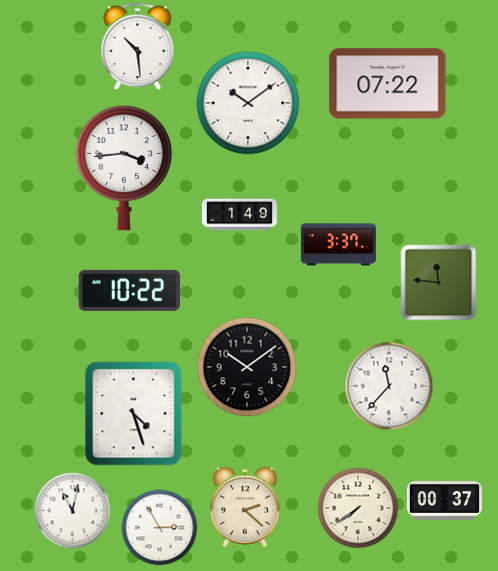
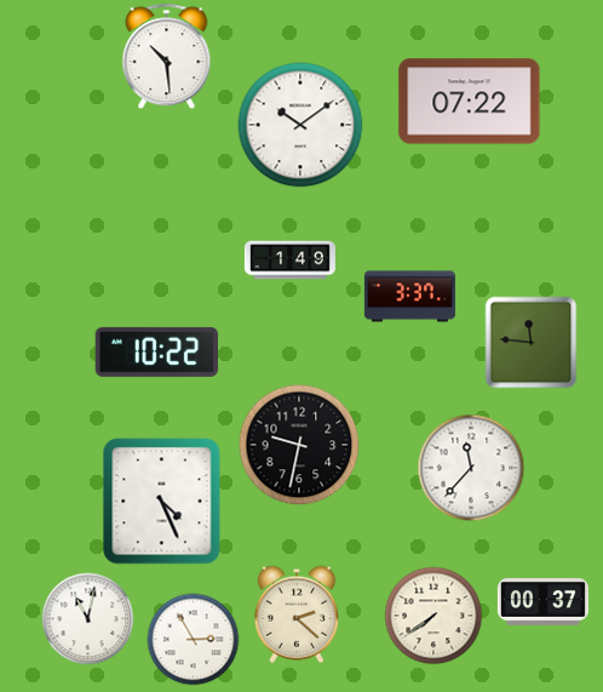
clock at (124, 168): 3:44 -> none
clock at (247, 367): 10:09 -> 9:32
clock at (134, 414): 4:27 -> 4:26
clock at (444, 501) position: (444, 501) -> (542, 602)
